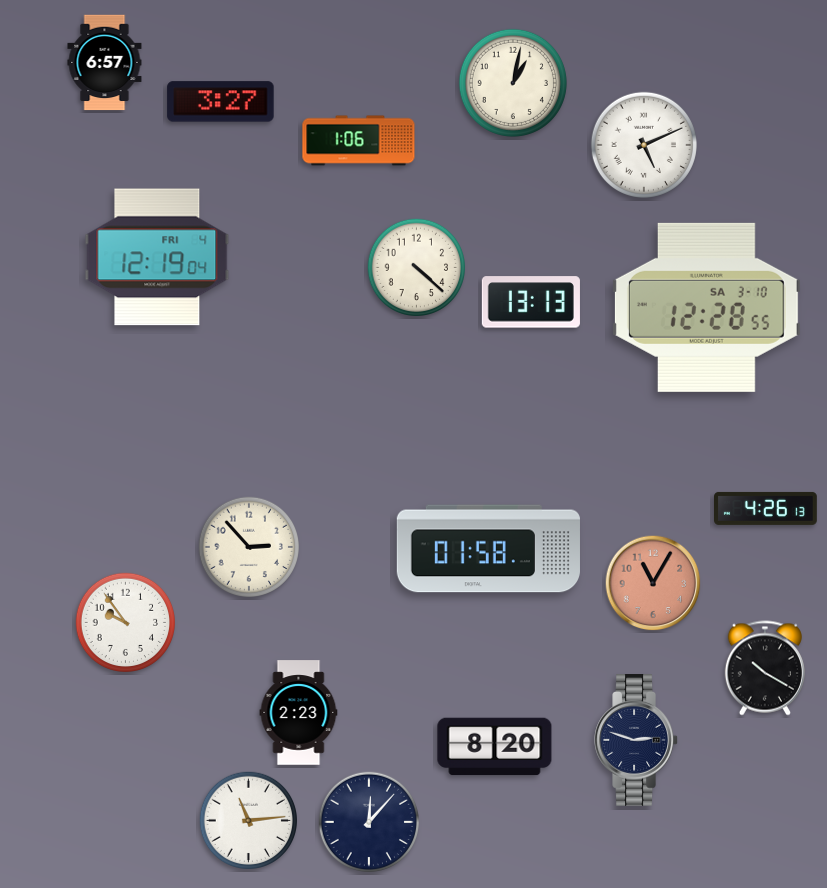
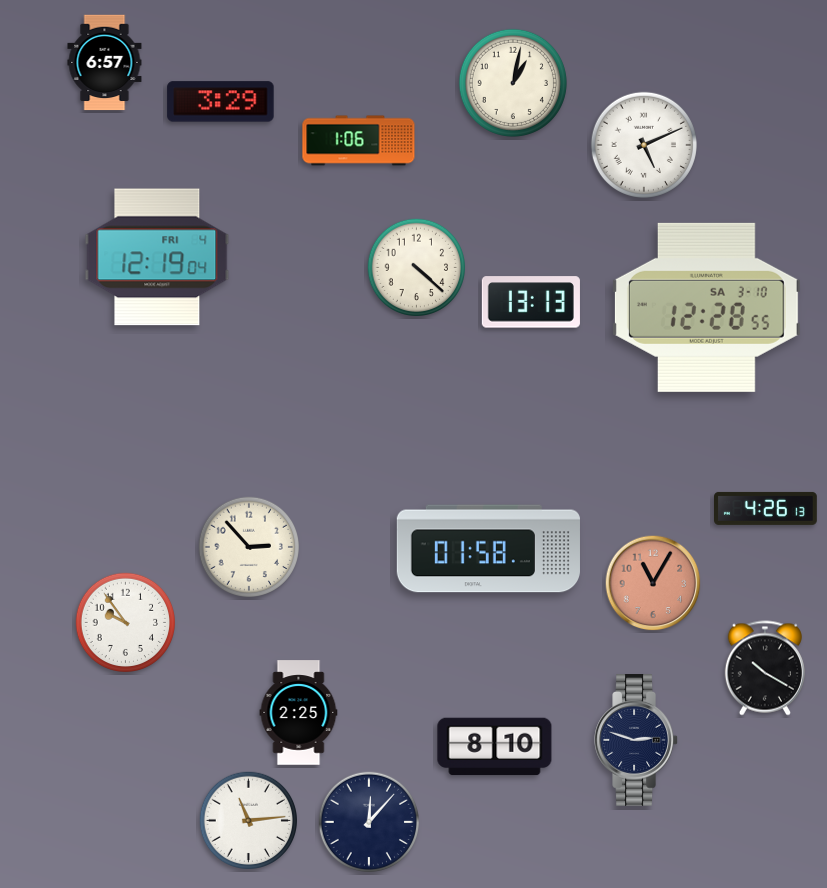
clock at (221, 102): 3:27 -> 3:29
clock at (299, 713): 2:23 -> 2:25
clock at (495, 747): 8:20 -> 8:10
